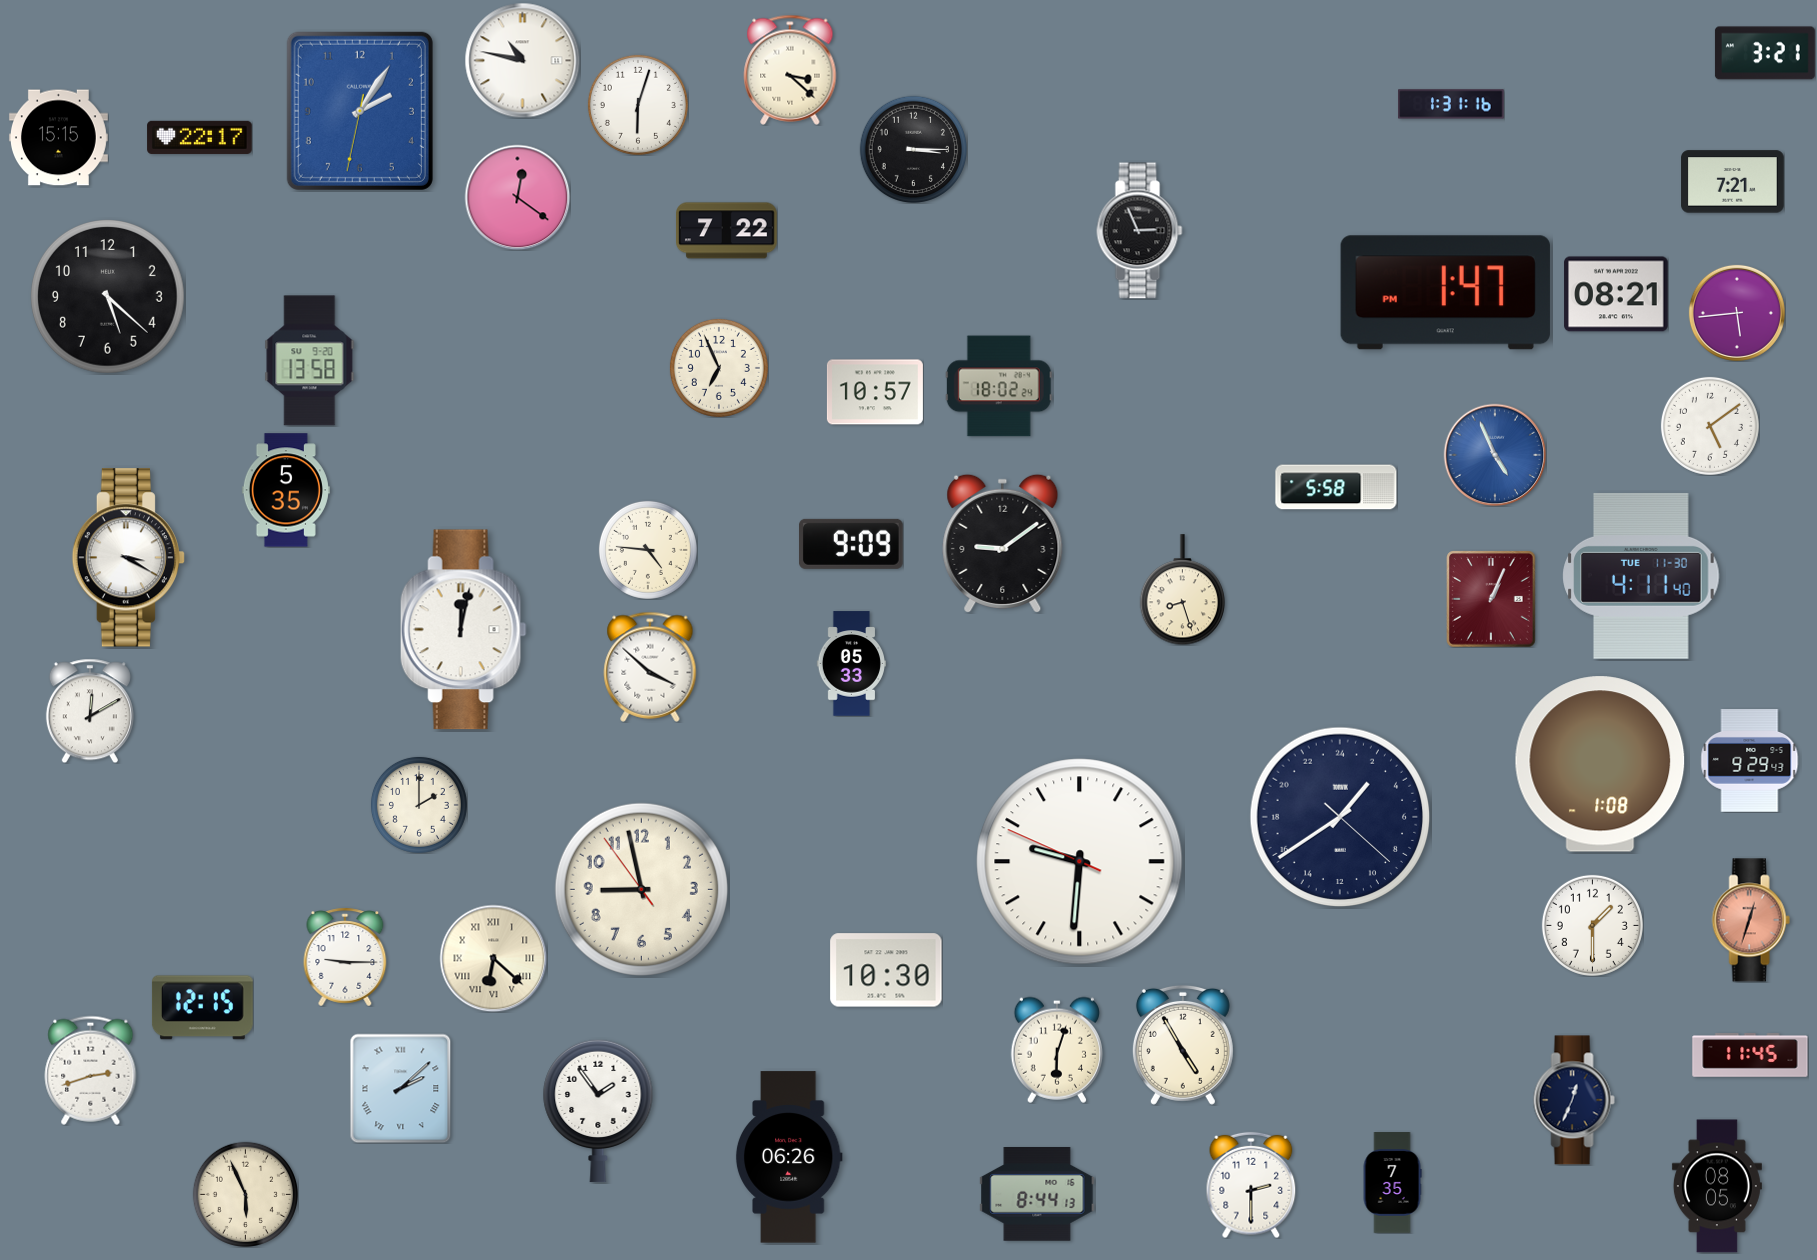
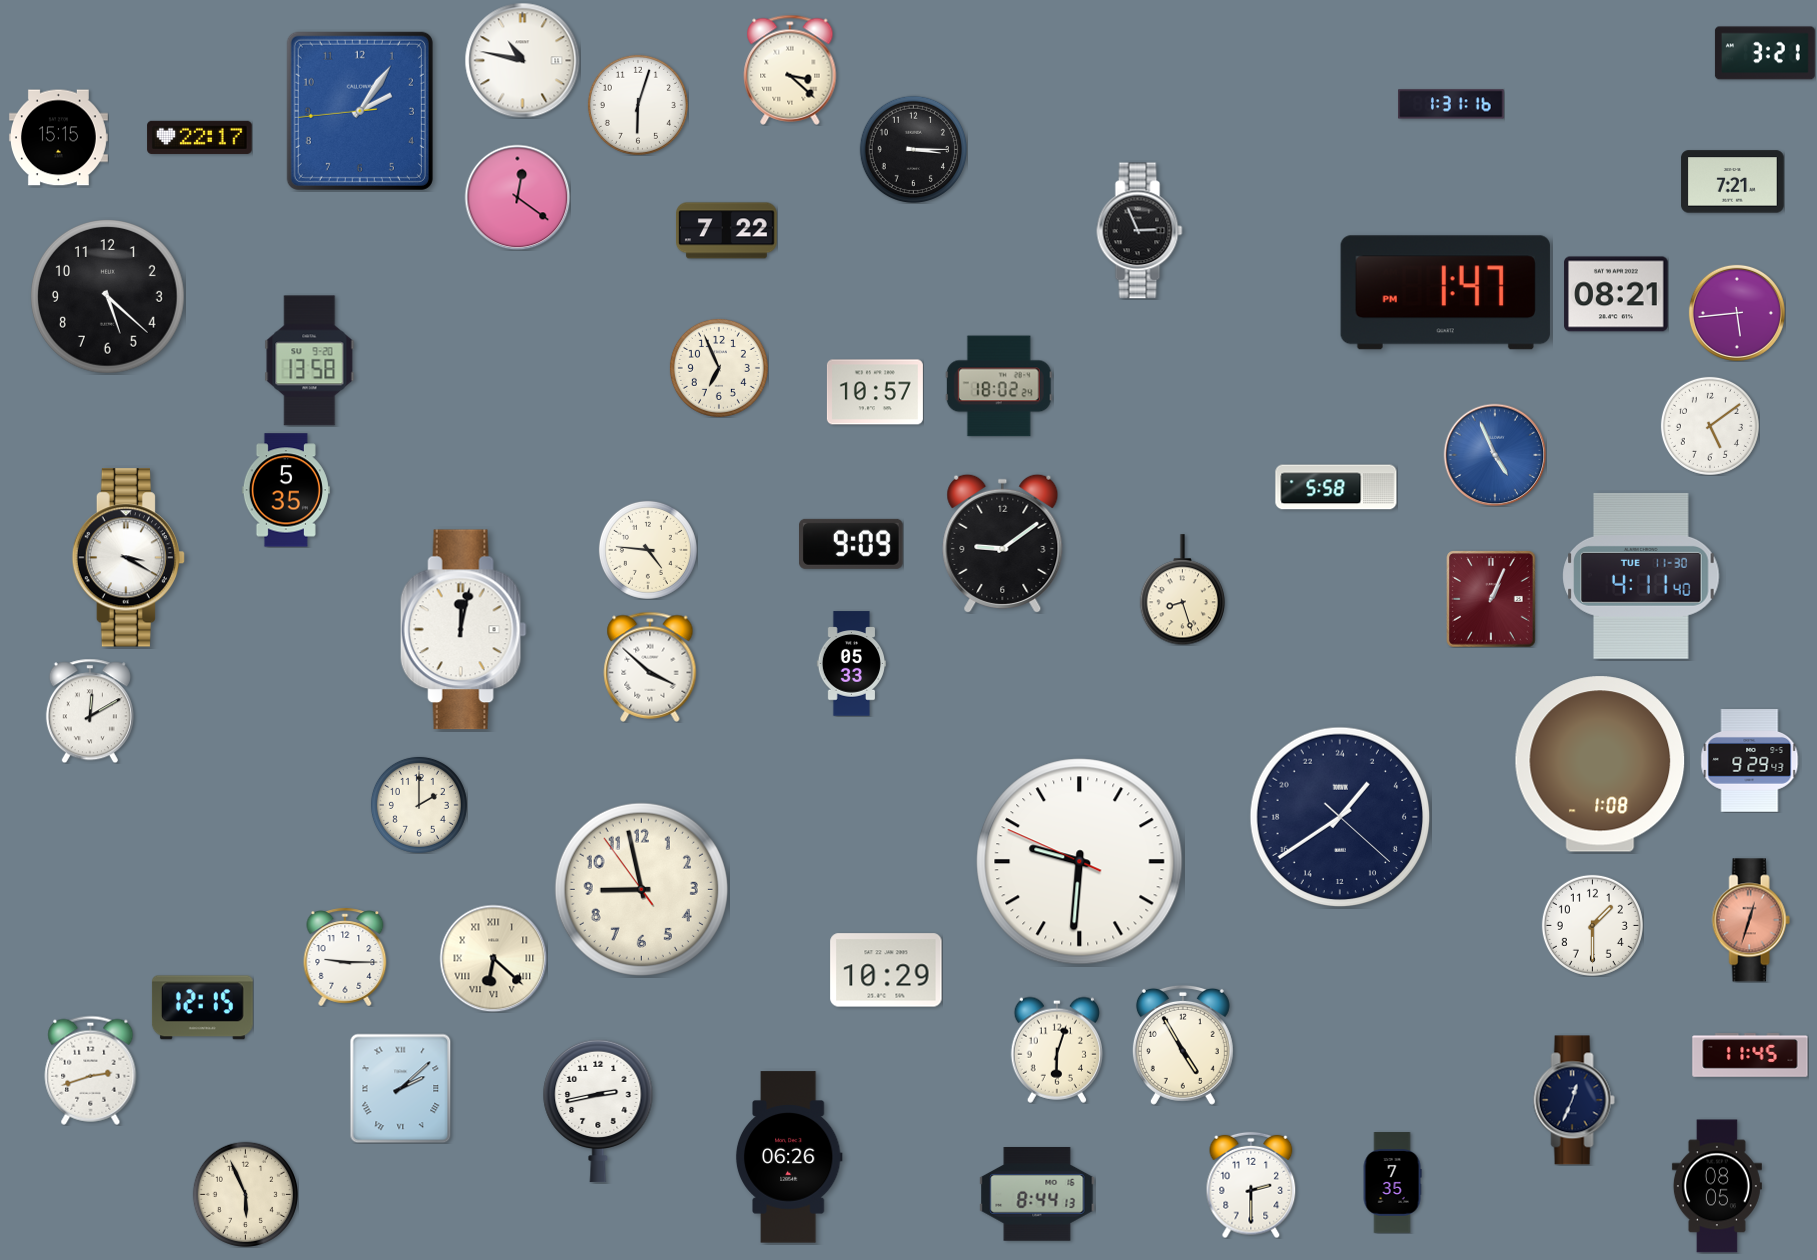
clock at (360, 111): 2:05:32 -> 2:05:44
clock at (886, 970): 10:30 -> 10:29
clock at (598, 1111): 1:54 -> 2:43
